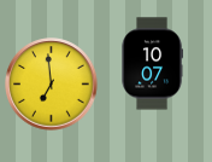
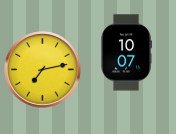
clock at (52, 85): 6:59 -> 7:13
